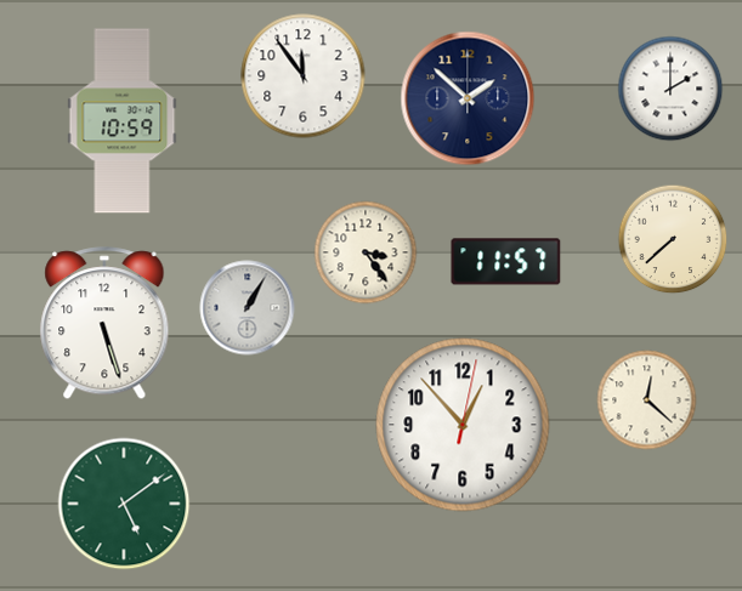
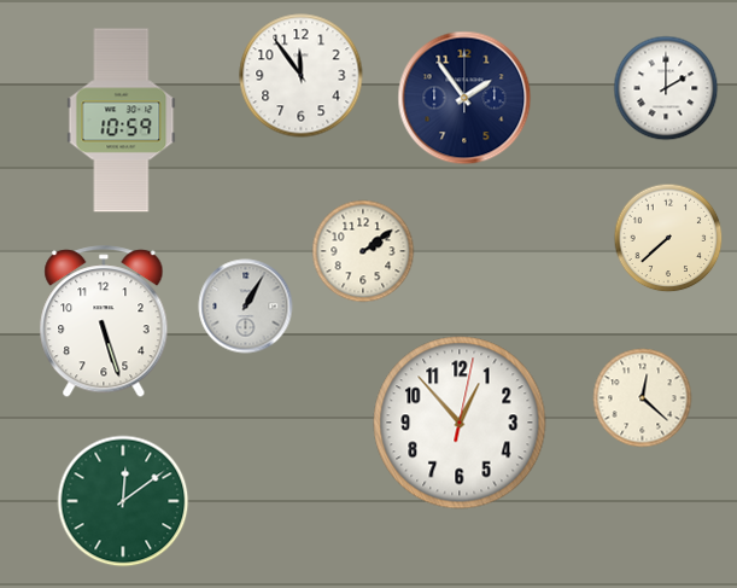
clock at (468, 98): 1:52 -> 1:54
clock at (366, 252): 3:24 -> 2:09
clock at (506, 262): 11:57 -> none
clock at (124, 504): 5:09 -> 12:09
